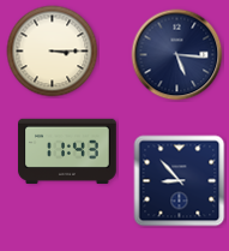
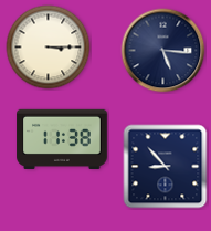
clock at (67, 151): 11:43 -> 11:38
